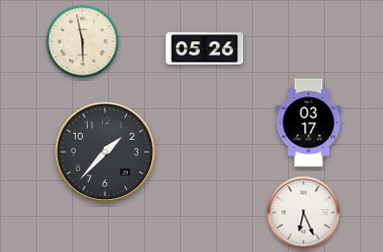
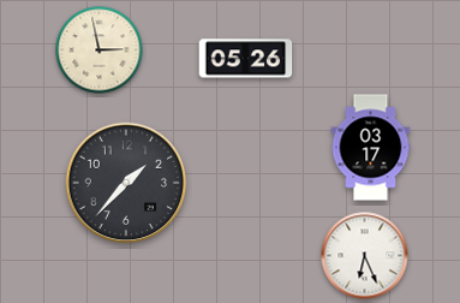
clock at (83, 42): 5:58 -> 2:58
